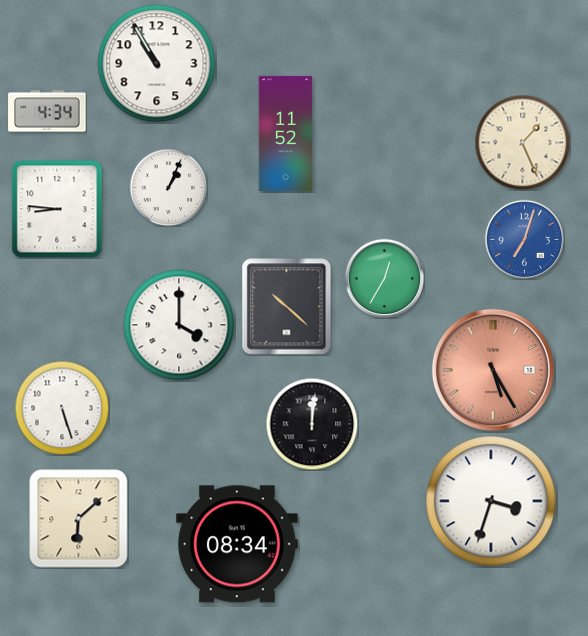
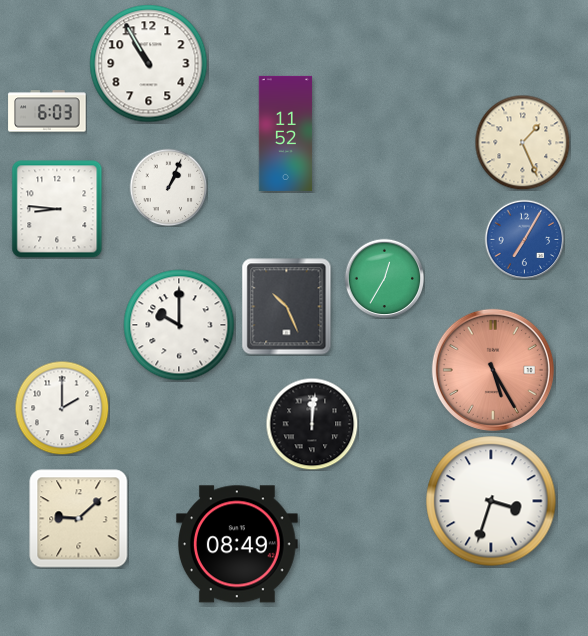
clock at (157, 64) position: (157, 64) -> (149, 64)
clock at (47, 111): 4:34 -> 6:03
clock at (524, 239): 7:03 -> 7:05
clock at (287, 307): 10:22 -> 10:26
clock at (179, 325): 4:00 -> 10:00
clock at (62, 408): 5:27 -> 2:00
clock at (79, 519): 6:08 -> 9:08
clock at (237, 544): 08:34 -> 08:49
